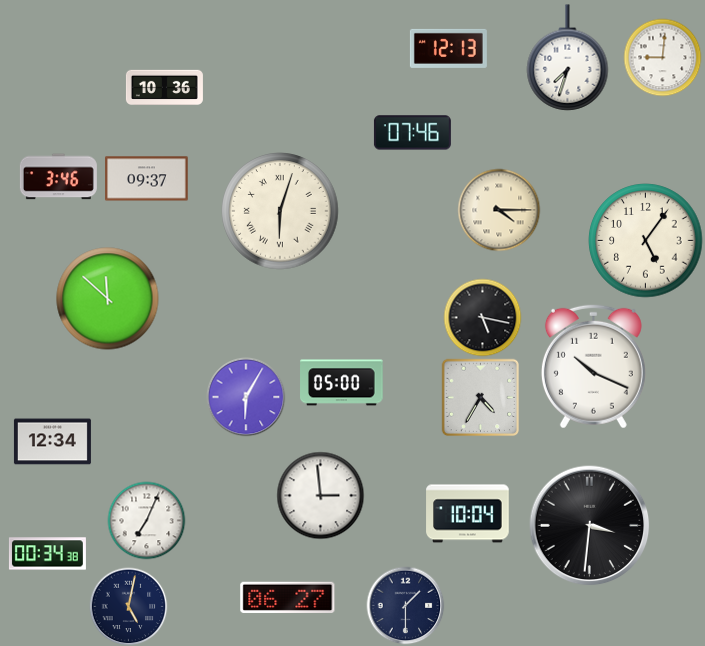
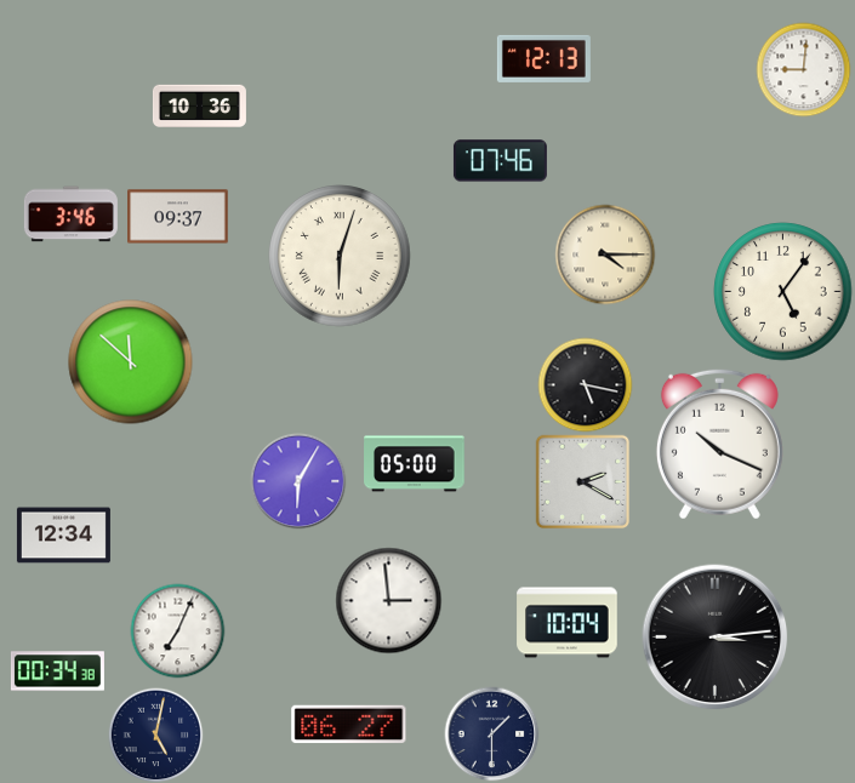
clock at (568, 58): 7:33 -> none
clock at (480, 397): 4:35 -> 2:20
clock at (590, 526): 3:31 -> 3:14
